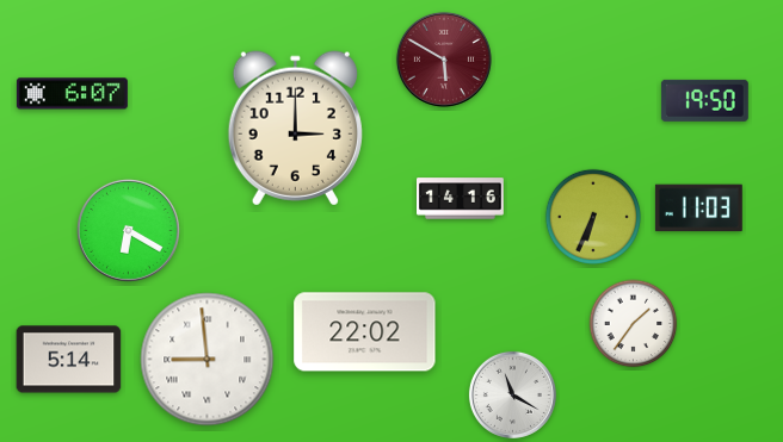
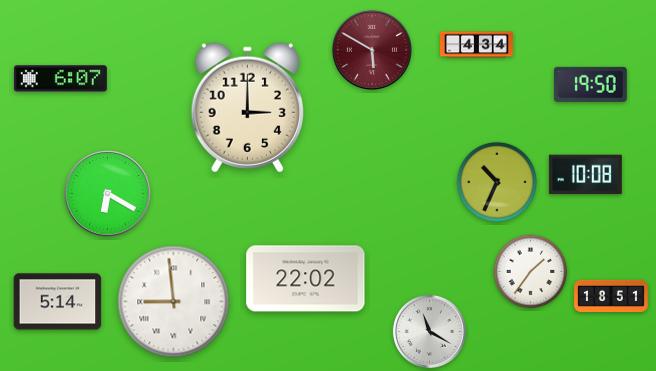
clock at (477, 45): none -> 4:34
clock at (461, 199): 14:16 -> none
clock at (698, 208): 11:03 -> 10:08
clock at (592, 216): 6:34 -> 10:34
clock at (611, 296): none -> 18:51
